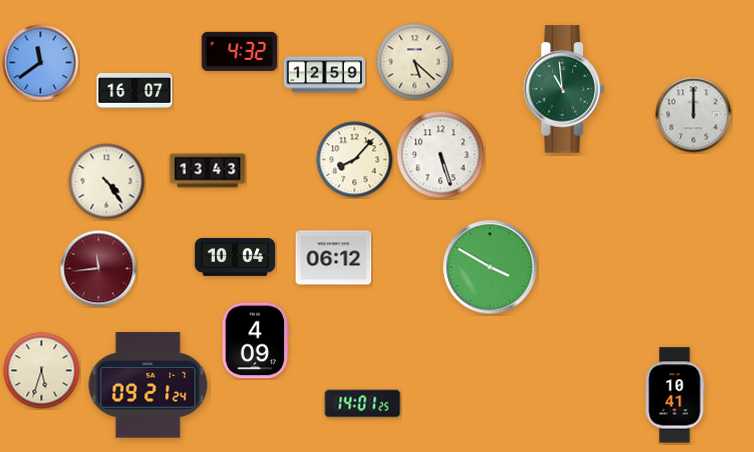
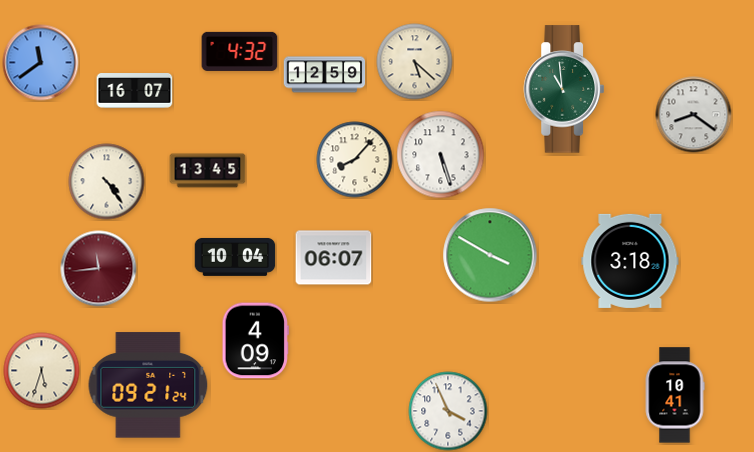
clock at (694, 115): 12:00 -> 8:21
clock at (208, 171): 13:43 -> 13:45
clock at (334, 258): 06:12 -> 06:07
clock at (630, 261): none -> 3:18
clock at (490, 267) position: (490, 267) -> (490, 255)
clock at (363, 404): 14:01 -> none
clock at (448, 411): none -> 3:56
